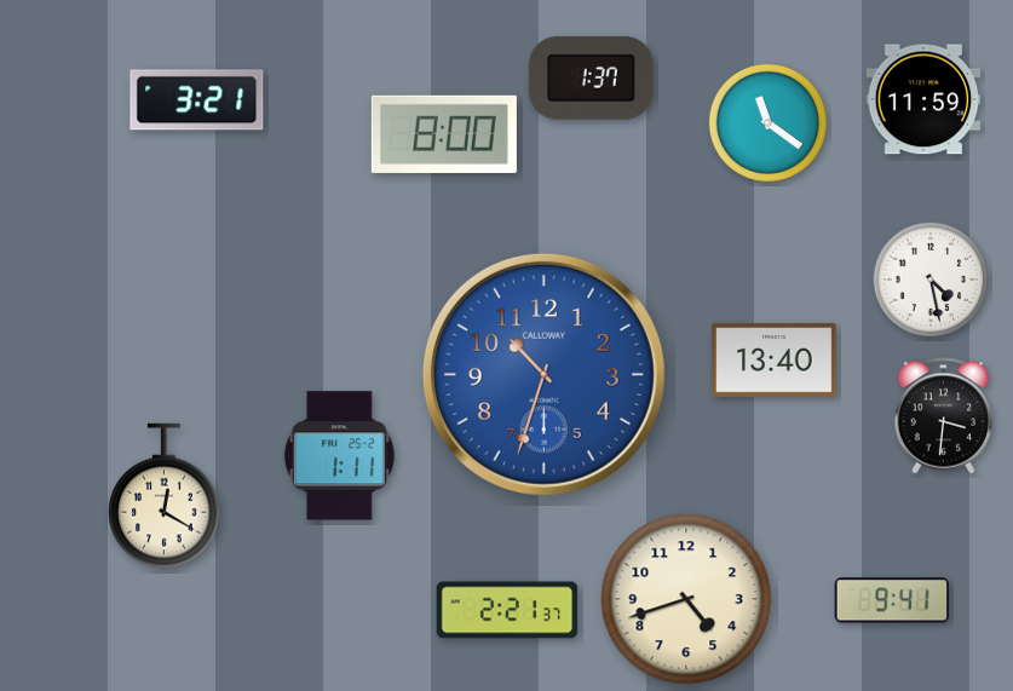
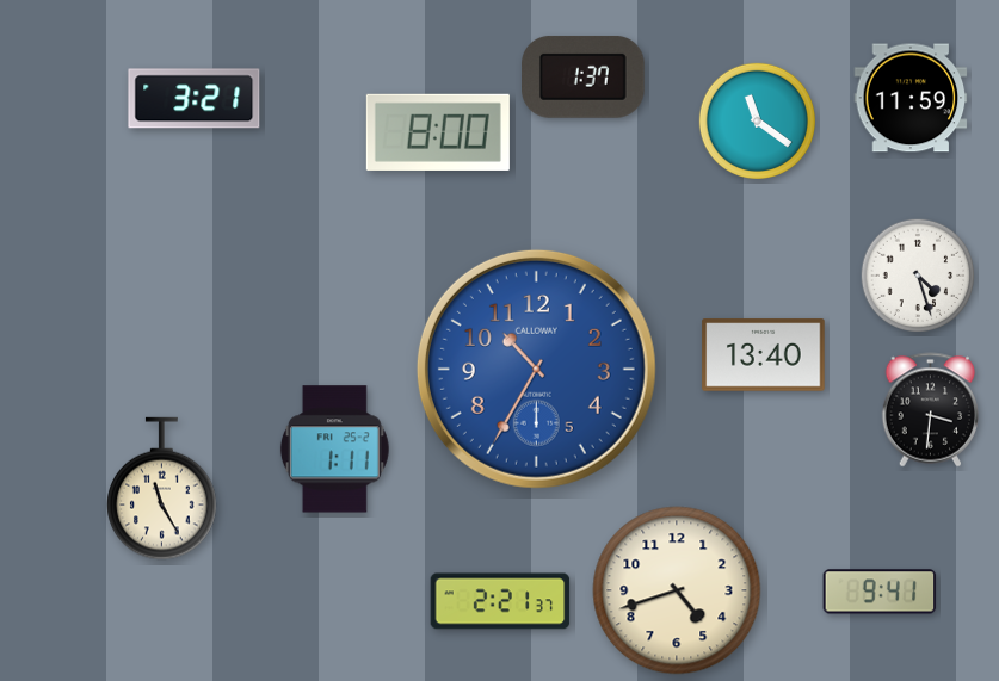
clock at (931, 280): 4:28 -> 4:27
clock at (543, 374): 10:33 -> 10:35
clock at (165, 496): 12:20 -> 11:25
